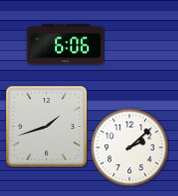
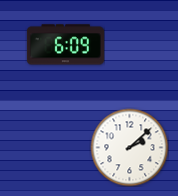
clock at (65, 45): 6:06 -> 6:09
clock at (47, 127): 1:42 -> none
